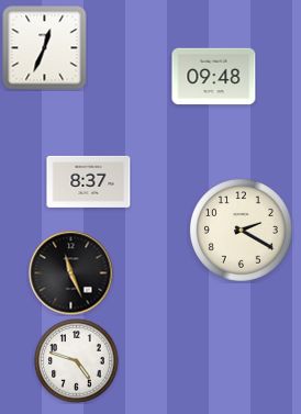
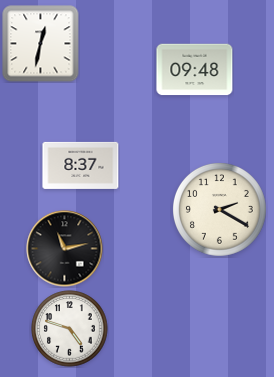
clock at (45, 48): 12:34 -> 12:32
clock at (71, 273): 11:26 -> 11:13
